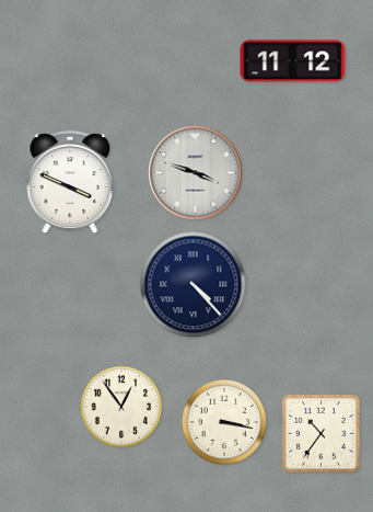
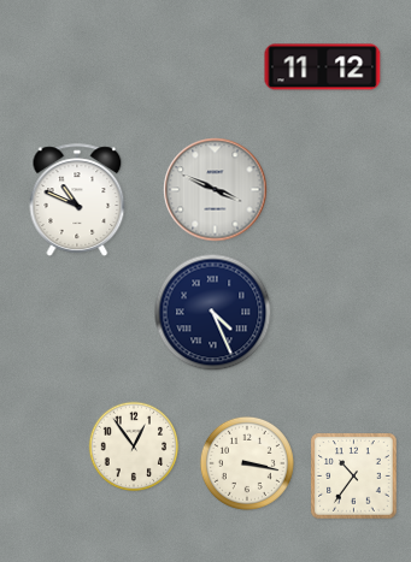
clock at (196, 173): 3:48 -> 3:49
clock at (70, 182): 3:49 -> 10:49
clock at (194, 285): 4:23 -> 4:26
